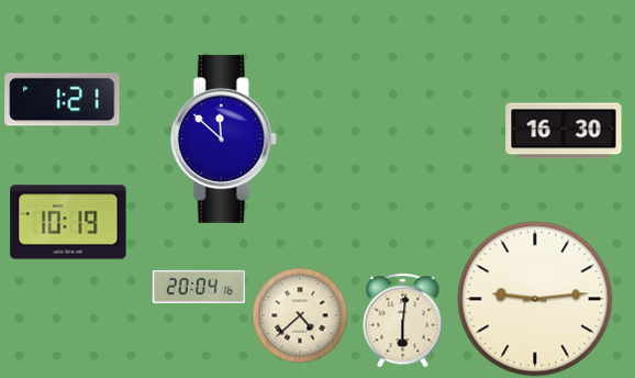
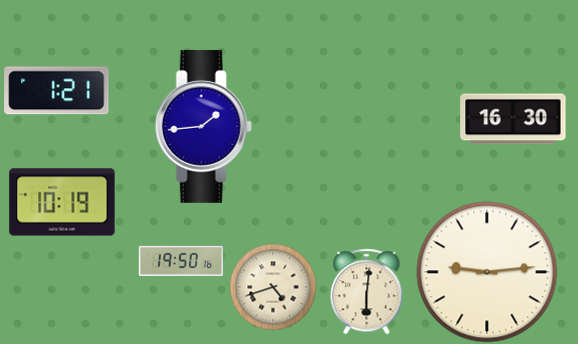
clock at (223, 138): 11:52 -> 1:44
clock at (199, 287): 20:04 -> 19:50
clock at (300, 315): 4:38 -> 4:42
